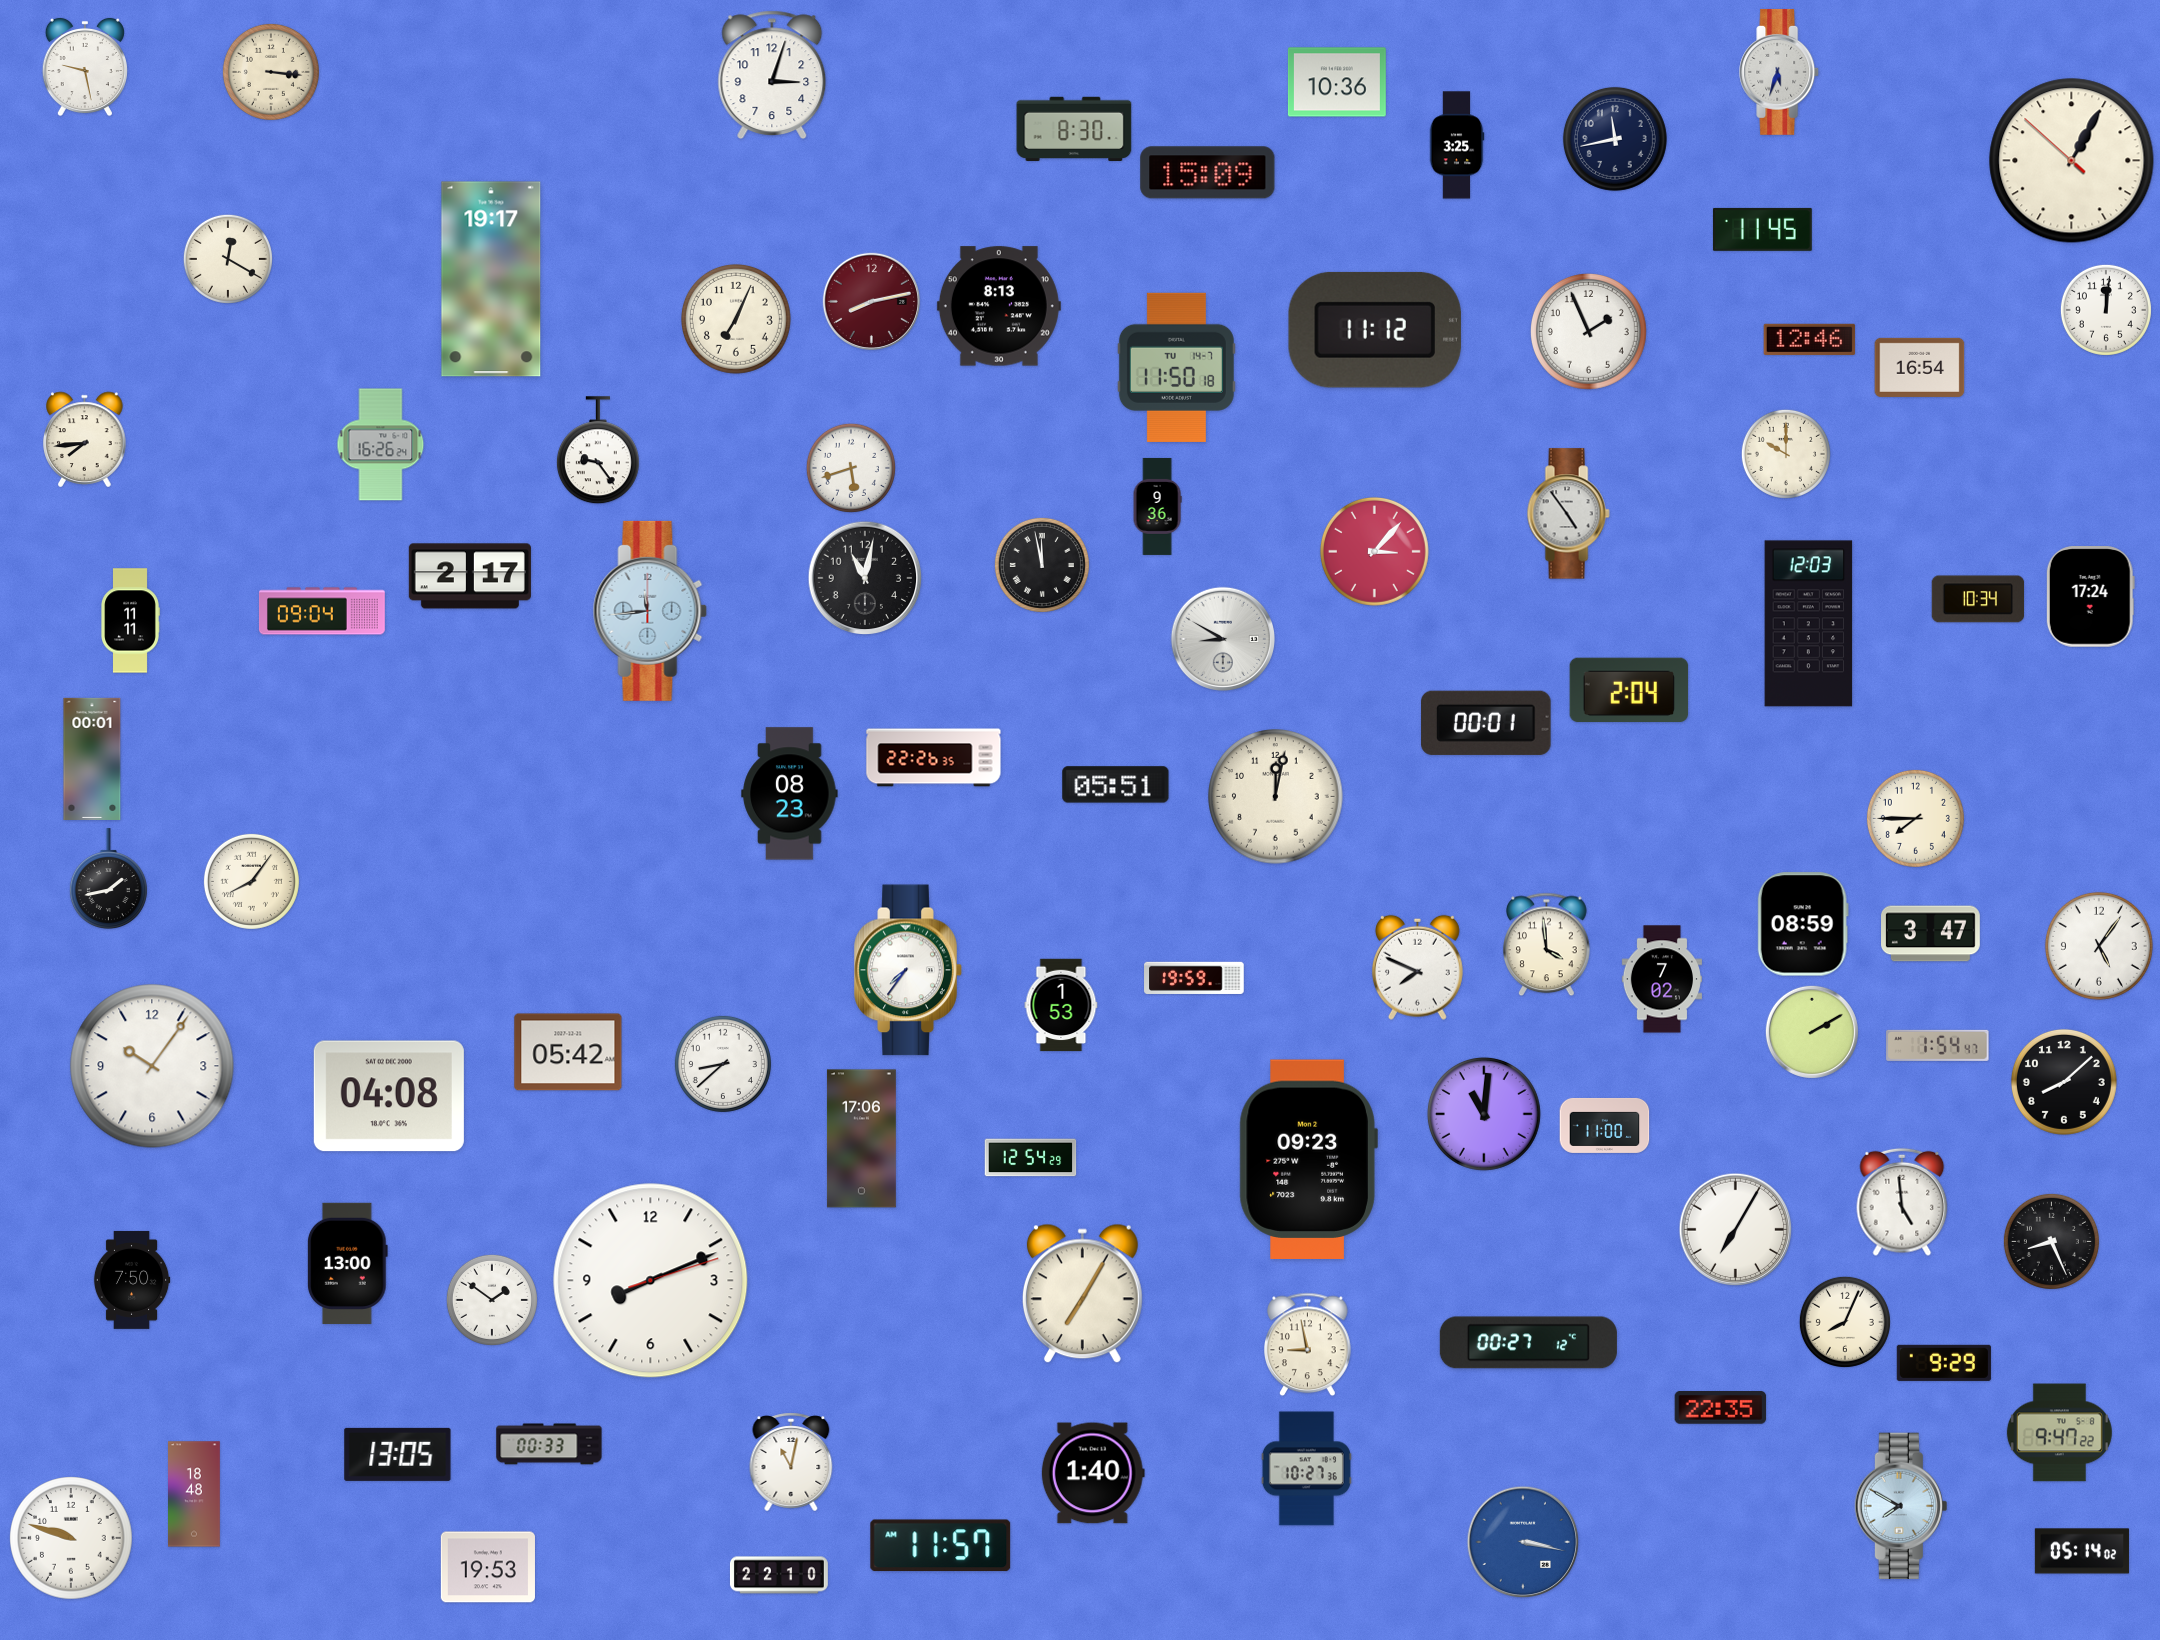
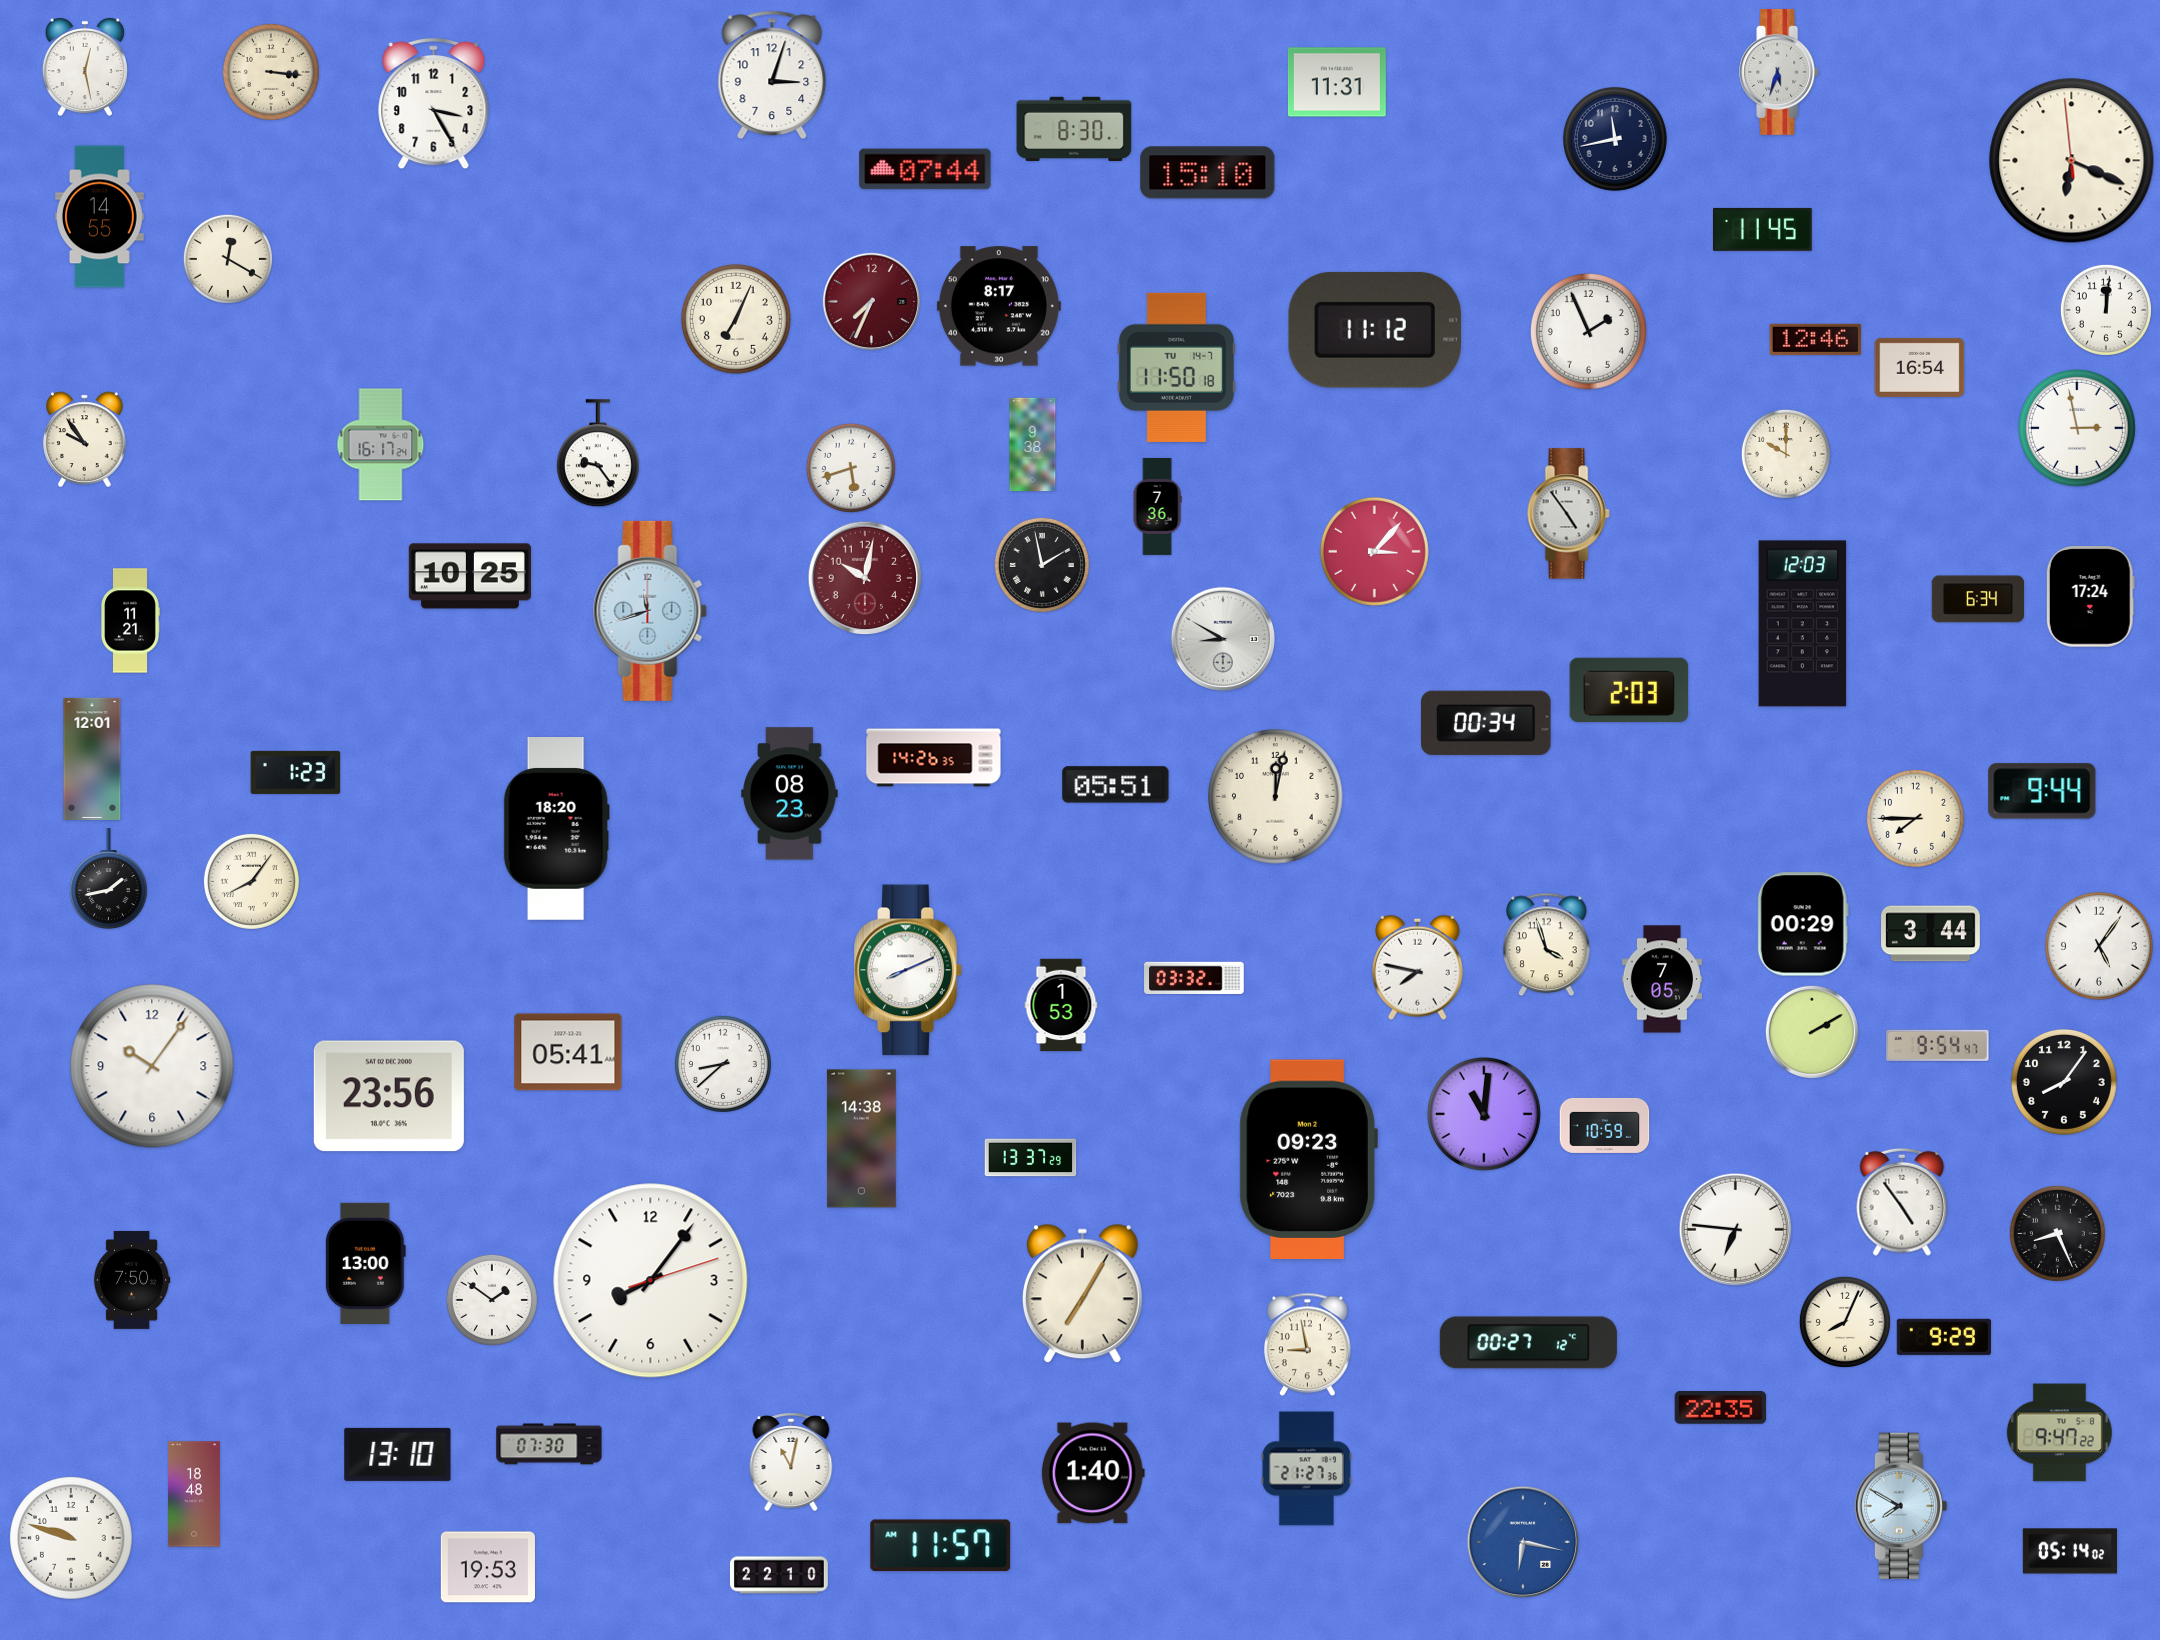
clock at (85, 67): 9:28 -> 12:28
clock at (1337, 82): 10:36 -> 11:31
clock at (434, 105): none -> 3:25
clock at (1457, 145): 3:25 -> none
clock at (2072, 161): 1:04 -> 6:18
clock at (925, 169): none -> 07:44
clock at (1208, 173): 15:09 -> 15:10
clock at (100, 217): none -> 14:55
clock at (491, 279): 19:17 -> none
clock at (871, 301): 8:13 -> 7:34
clock at (999, 306): 8:13 -> 8:17
clock at (1810, 339) position: (1810, 339) -> (1816, 339)
clock at (2078, 429): none -> 2:58
clock at (85, 440): 7:44 -> 9:54
clock at (381, 445): 16:26 -> 16:17
clock at (1033, 445): none -> 9:38
clock at (598, 451) position: (598, 451) -> (598, 454)
clock at (1157, 506): 9:36 -> 7:36
clock at (1042, 565): 11:58 -> 1:58
clock at (470, 576): 2:17 -> 10:25
clock at (865, 578): 11:02 -> 10:02
clock at (865, 578) dial: black -> burgundy
clock at (1978, 599): 10:34 -> 6:34
clock at (322, 611): 09:04 -> none
clock at (650, 611): 11:44 -> 11:42
clock at (130, 621): 11:11 -> 11:21
clock at (1809, 624) position: (1809, 624) -> (1803, 624)
clock at (1629, 690): 2:04 -> 2:03
clock at (1486, 723): 00:01 -> 00:34
clock at (934, 758): 22:26 -> 14:26
clock at (92, 759): 00:01 -> 12:01
clock at (296, 772): none -> 1:23
clock at (2042, 791): none -> 9:44
clock at (556, 829): none -> 18:20
clock at (1803, 924): 08:59 -> 00:29
clock at (1931, 934): 3:47 -> 3:44
clock at (1547, 945): 3:59 -> 3:57
clock at (1417, 967): 7:49 -> 7:47
clock at (908, 970): 7:36 -> 8:11
clock at (1194, 978): 19:59 -> 03:32
clock at (1662, 979): 7:02 -> 7:05
clock at (1938, 1045): 1:54 -> 9:54
clock at (568, 1052): 05:42 -> 05:41
clock at (2064, 1082): 8:08 -> 8:06
clock at (389, 1096): 04:08 -> 23:56
clock at (1605, 1125): 11:00 -> 10:59
clock at (861, 1139): 17:06 -> 14:38
clock at (1031, 1158): 12:54 -> 13:37
clock at (1902, 1202): 4:59 -> 4:54
clock at (1736, 1230): 7:05 -> 6:46
clock at (2051, 1241) position: (2051, 1241) -> (2057, 1233)
clock at (347, 1263) position: (347, 1263) -> (365, 1263)
clock at (651, 1281): 8:11 -> 8:06
clock at (1944, 1363) position: (1944, 1363) -> (1944, 1337)
clock at (549, 1444): 00:33 -> 07:30
clock at (398, 1454): 13:05 -> 13:10
clock at (1306, 1469): 10:27 -> 21:27
clock at (1523, 1542): 3:17 -> 6:17
clock at (2081, 1551) position: (2081, 1551) -> (2069, 1551)
